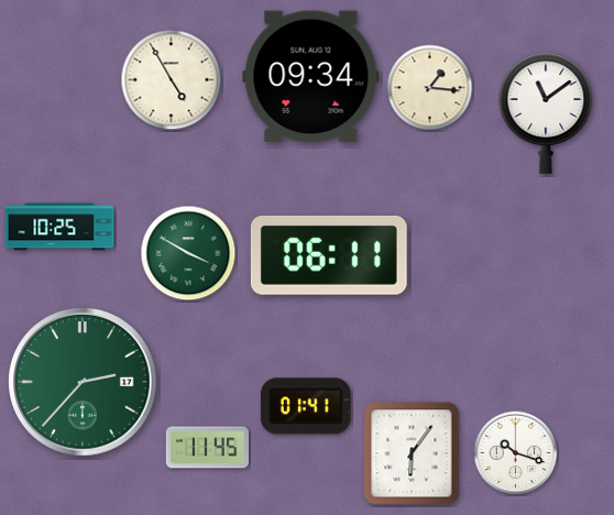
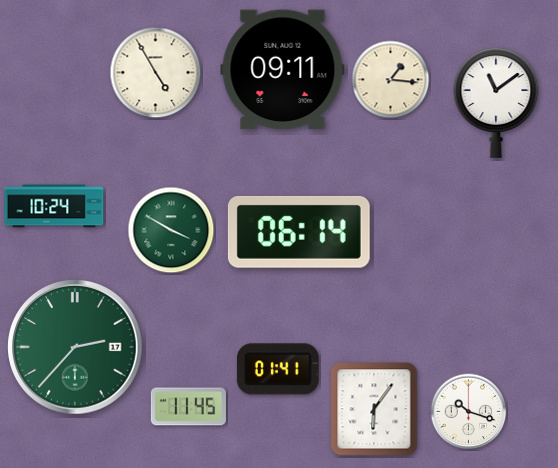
clock at (311, 77): 09:34 -> 09:11
clock at (59, 227): 10:25 -> 10:24
clock at (329, 255): 06:11 -> 06:14
clock at (412, 453) position: (412, 453) -> (374, 409)
